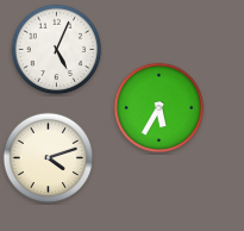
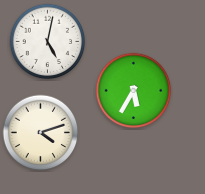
clock at (57, 50): 5:04 -> 5:02
